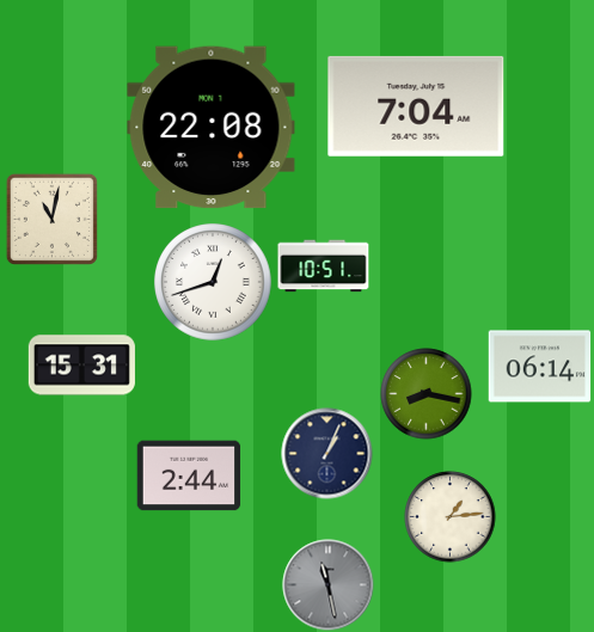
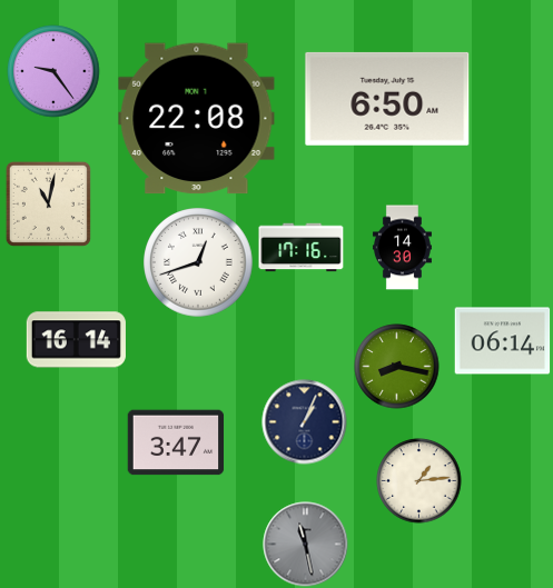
clock at (53, 71): none -> 9:24
clock at (416, 106): 7:04 -> 6:50
clock at (324, 266): 10:51 -> 17:16
clock at (402, 248): none -> 14:30
clock at (81, 366): 15:31 -> 16:14
clock at (189, 475): 2:44 -> 3:47
